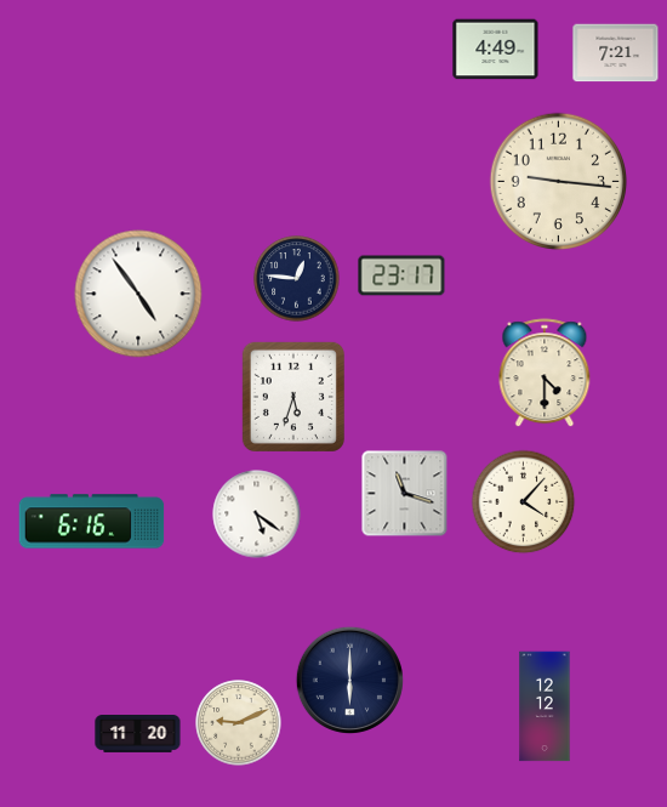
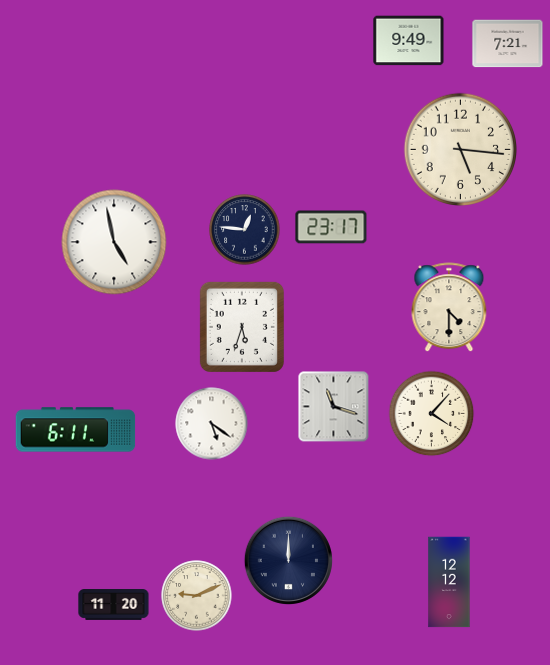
clock at (496, 50): 4:49 -> 9:49
clock at (558, 181): 9:16 -> 5:16
clock at (138, 294): 4:54 -> 4:58
clock at (92, 522): 6:16 -> 6:11
clock at (349, 680): 6:00 -> 12:00
